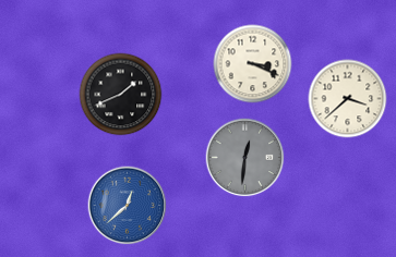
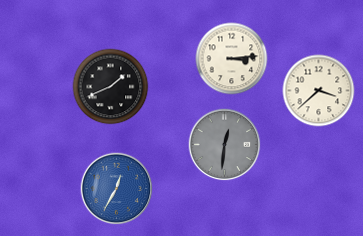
clock at (253, 64): 3:19 -> 3:14
clock at (128, 206): 12:38 -> 12:35
